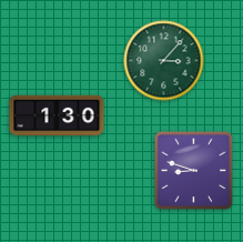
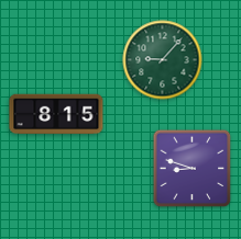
clock at (164, 61): 3:07 -> 9:07
clock at (57, 115): 1:30 -> 8:15
